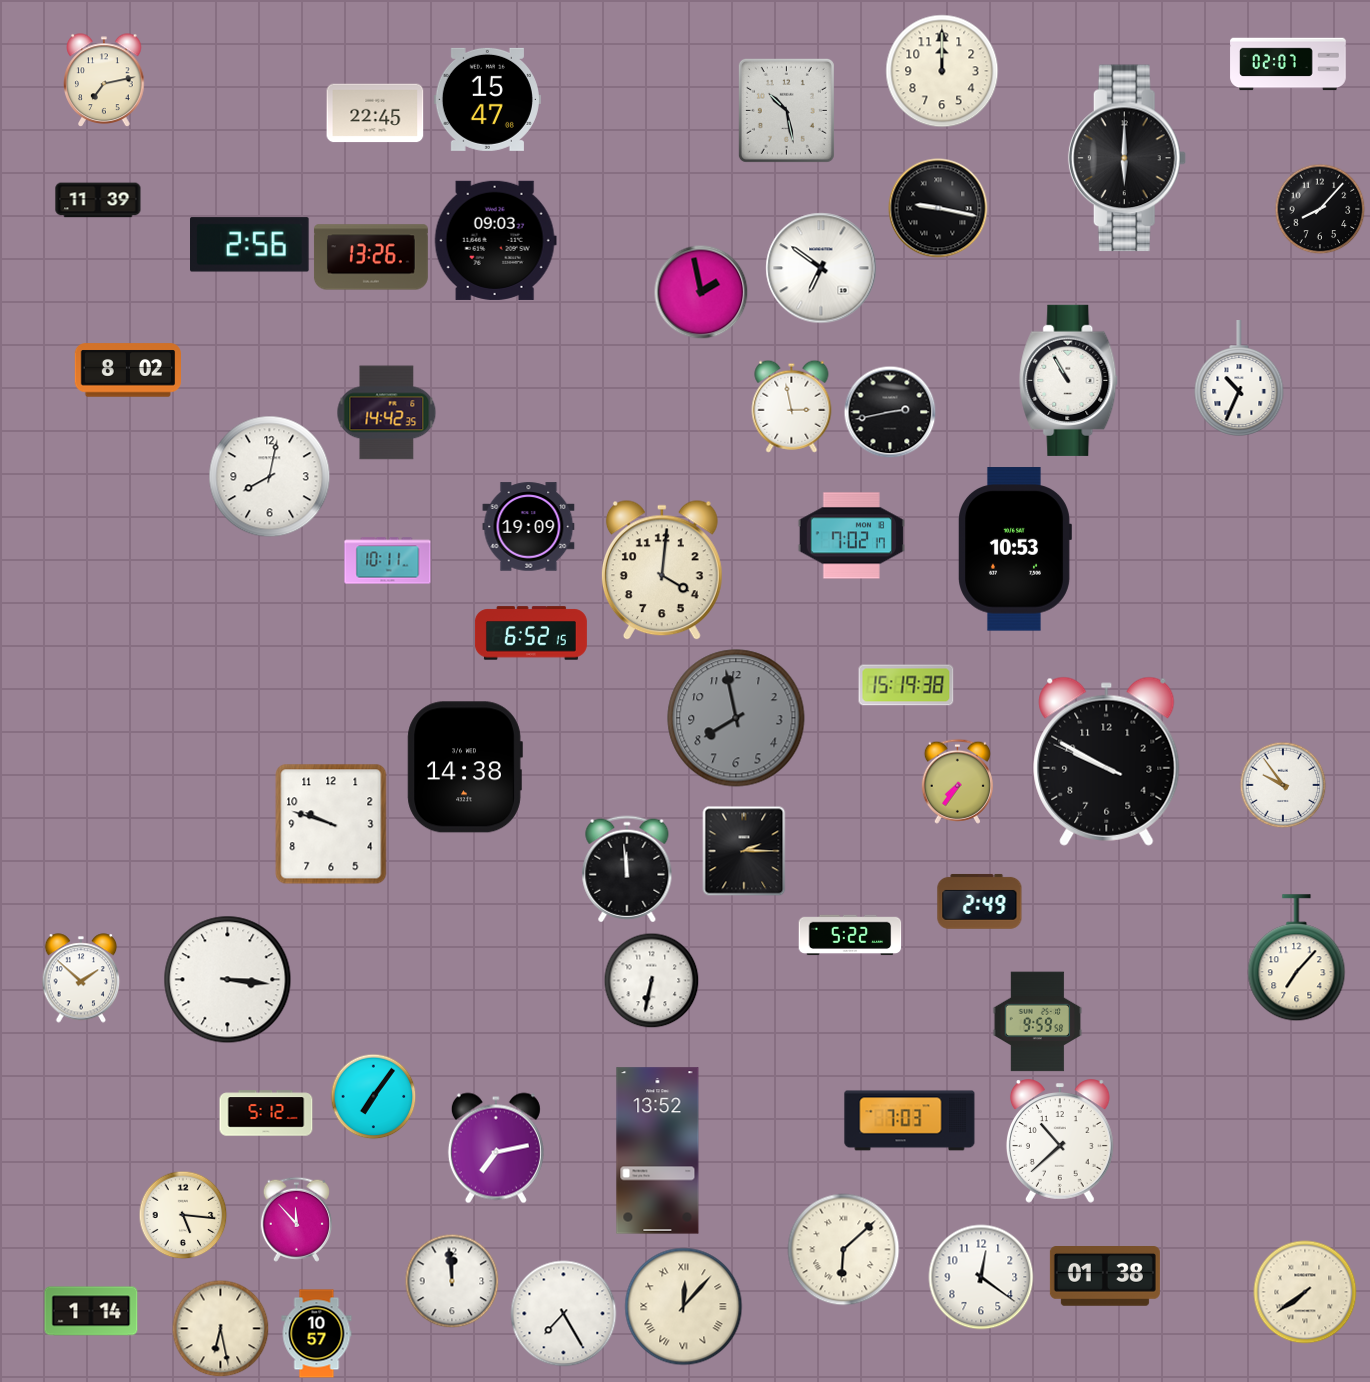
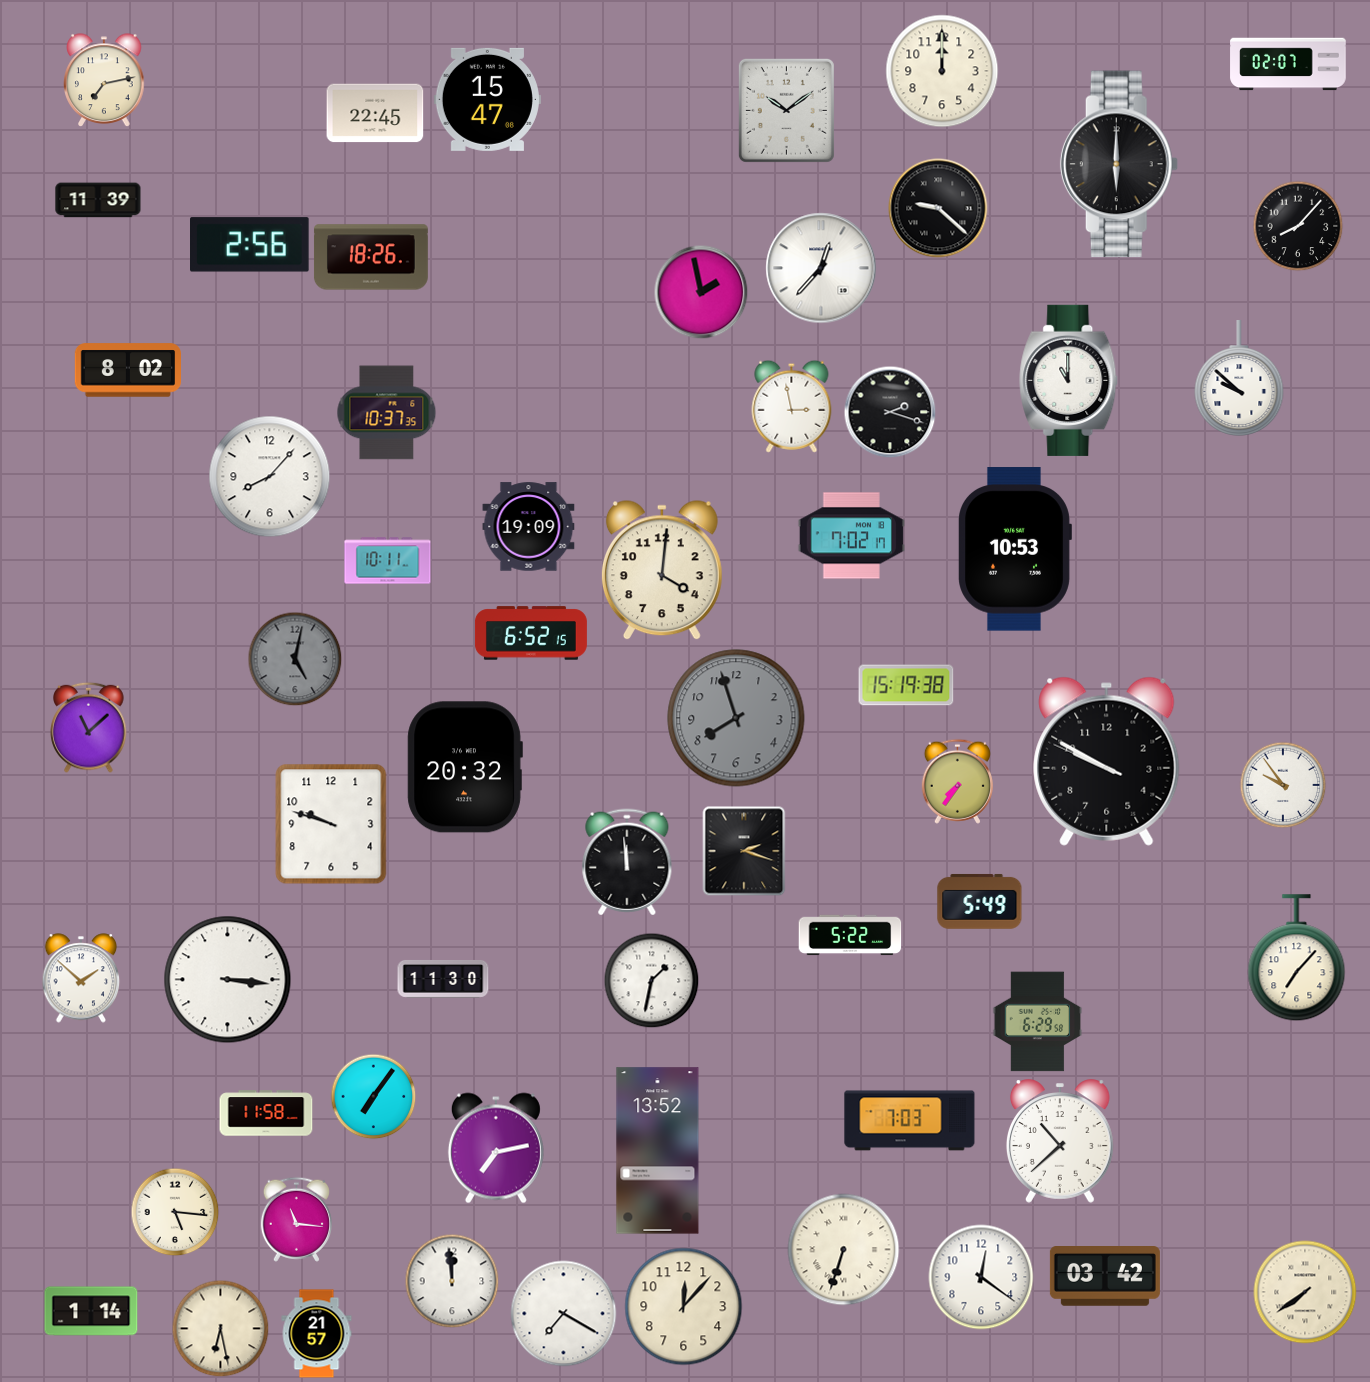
clock at (786, 110): 10:28 -> 10:09
clock at (1127, 158) position: (1127, 158) -> (1119, 164)
clock at (938, 208): 9:17 -> 9:22
clock at (1320, 209) position: (1320, 209) -> (1298, 226)
clock at (495, 240): 09:03 -> none
clock at (371, 257): 13:26 -> 18:26
clock at (821, 268): 6:51 -> 12:37
clock at (1239, 379): 10:34 -> 9:52
clock at (1069, 380): 10:55 -> 11:00
clock at (890, 412): 2:43 -> 2:18
clock at (387, 413): 14:42 -> 10:37
clock at (270, 477): 8:02 -> 8:07
clock at (295, 659): none -> 5:02
clock at (736, 718): 7:58 -> 7:57
clock at (89, 727): none -> 11:08
clock at (465, 767): 14:38 -> 20:32
clock at (744, 851): 2:15 -> 2:18
clock at (627, 869) position: (627, 869) -> (627, 862)
clock at (980, 901): 2:49 -> 5:49
clock at (443, 979): none -> 11:30
clock at (651, 980): 6:32 -> 1:32
clock at (1038, 1022): 9:59 -> 6:29
clock at (266, 1113): 5:12 -> 11:58
clock at (183, 1215) position: (183, 1215) -> (175, 1212)
clock at (296, 1219): 11:53 -> 11:16
clock at (844, 1250): 6:08 -> 6:33
clock at (1105, 1277): 01:38 -> 03:42
clock at (684, 1307) numerals: Roman -> Arabic
clock at (564, 1314): 7:25 -> 7:20
clock at (317, 1334): 10:57 -> 21:57
